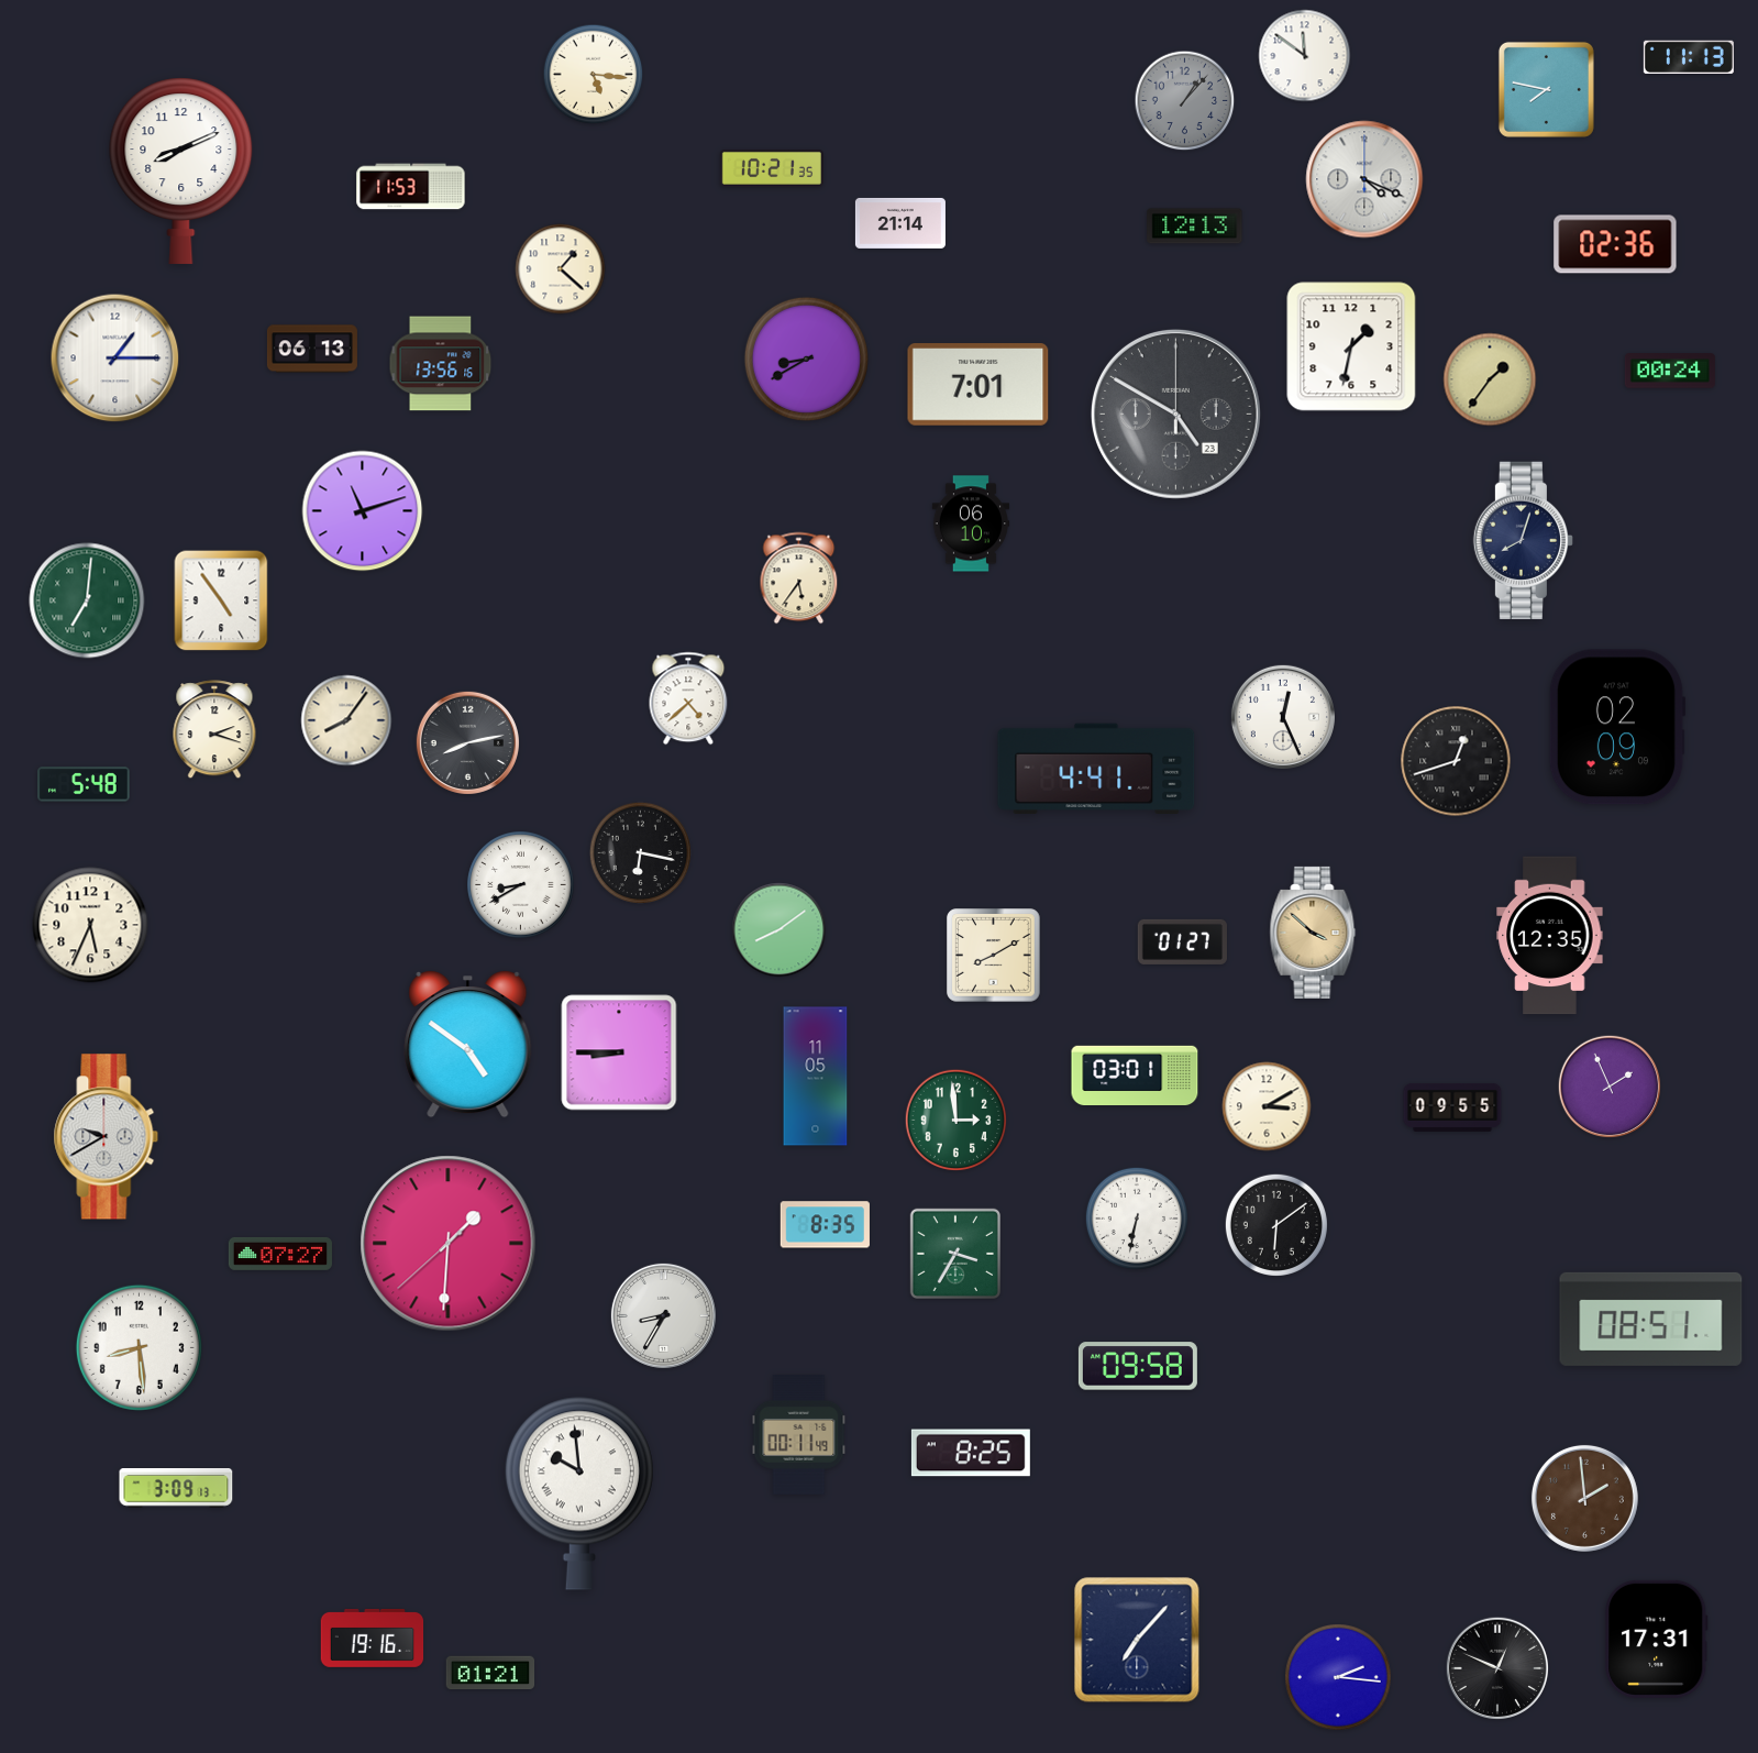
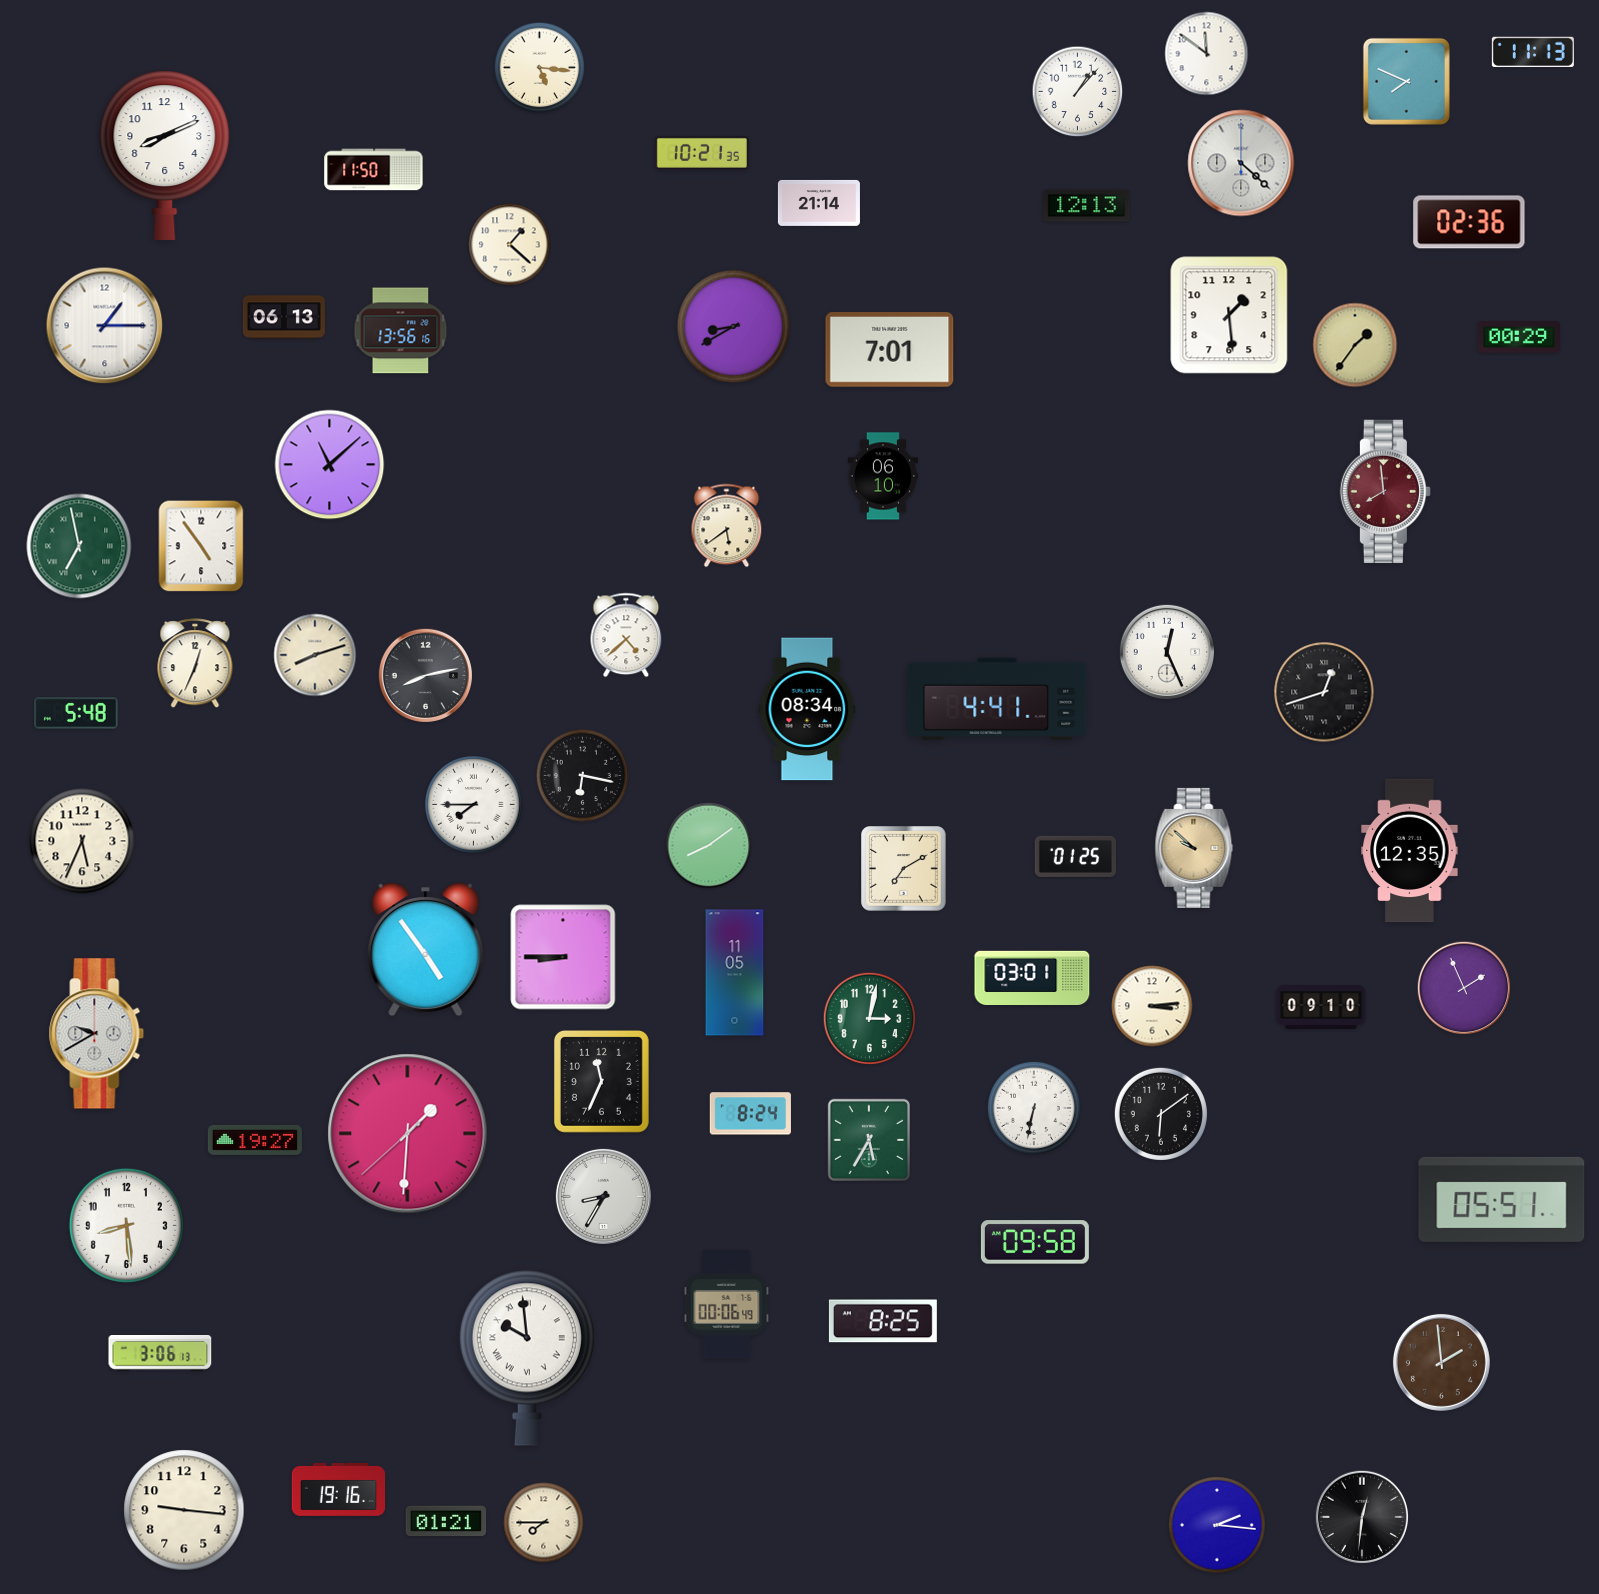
clock at (1305, 56) position: (1305, 56) -> (1207, 54)
clock at (1689, 56) position: (1689, 56) -> (1533, 51)
clock at (1546, 89): 7:47 -> 7:49
clock at (1185, 101) dial: grey -> white
clock at (1364, 179): 4:19 -> 4:22
clock at (411, 187): 11:53 -> 11:50
clock at (1351, 346): 1:32 -> 1:29
clock at (1670, 371): 00:24 -> 00:29
clock at (1175, 414): 4:50 -> none
clock at (363, 511): 11:12 -> 11:08
clock at (1523, 541): 8:03 -> 7:59
clock at (1523, 541) dial: navy -> burgundy
clock at (799, 578): 5:36 -> 5:39
clock at (87, 600): 7:01 -> 6:58
clock at (346, 720): 8:06 -> 8:12
clock at (1617, 727): 02:09 -> none
clock at (214, 730): 2:18 -> 12:34
clock at (807, 709): none -> 08:34
clock at (521, 885): 8:40 -> 7:45
clock at (1313, 933): 3:52 -> 9:52
clock at (1182, 941): 01:27 -> 01:25
clock at (994, 956): 8:10 -> 7:10
clock at (468, 1045): 4:51 -> 4:54
clock at (816, 1077) position: (816, 1077) -> (735, 973)
clock at (1267, 1106): 3:10 -> 3:14
clock at (1452, 1107): 09:55 -> 09:10
clock at (955, 1120): 2:59 -> 3:02
clock at (601, 1081): none -> 11:34
clock at (825, 1225): 8:35 -> 8:24
clock at (449, 1244) position: (449, 1244) -> (408, 1134)
clock at (954, 1253): 3:35 -> 5:35
clock at (280, 1254): 07:27 -> 19:27
clock at (1651, 1319): 08:51 -> 05:51
clock at (799, 1435): 00:11 -> 00:06
clock at (176, 1489): 3:09 -> 3:06
clock at (1657, 1639): 17:31 -> none
clock at (1137, 1640): 7:07 -> none
clock at (184, 1510): none -> 9:16
clock at (1496, 1667): 12:49 -> 12:31
clock at (544, 1523): none -> 7:45
